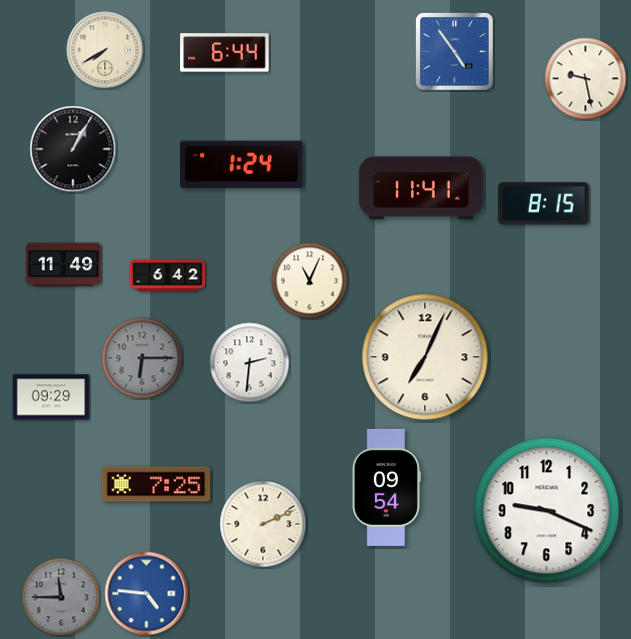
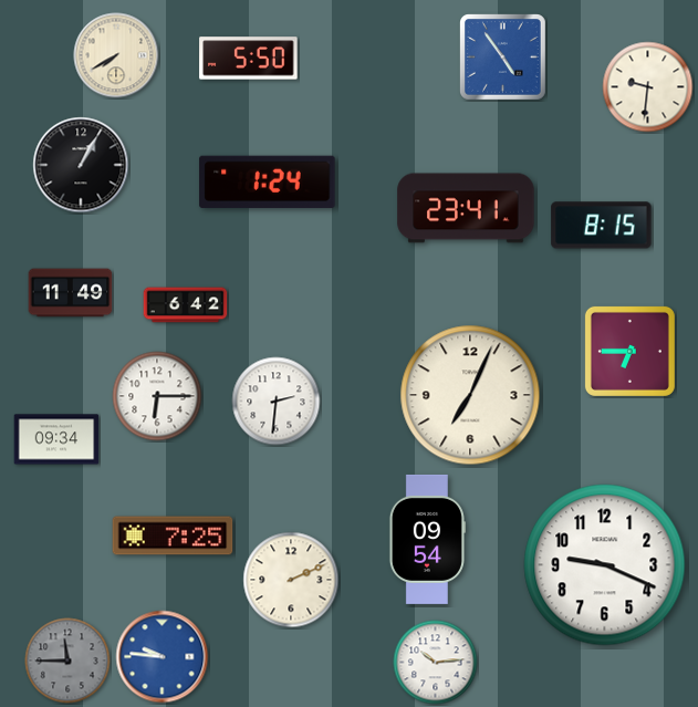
clock at (225, 53): 6:44 -> 5:50
clock at (586, 79): 9:28 -> 9:31
clock at (421, 188): 11:41 -> 23:41
clock at (310, 281): 11:04 -> none
clock at (629, 351): none -> 6:45
clock at (142, 358) dial: grey -> white
clock at (51, 397): 09:29 -> 09:34
clock at (147, 594): 4:46 -> 9:46
clock at (436, 663): none -> 10:14
